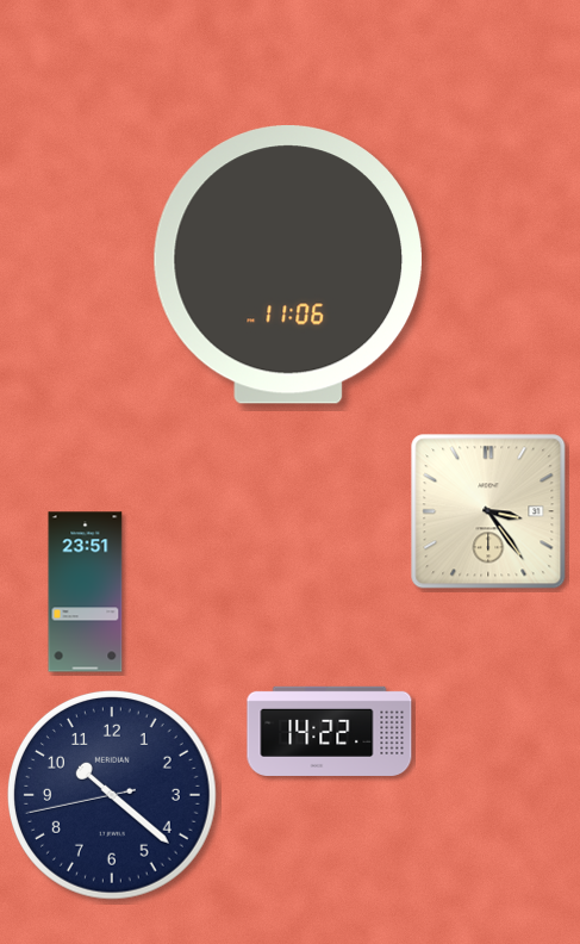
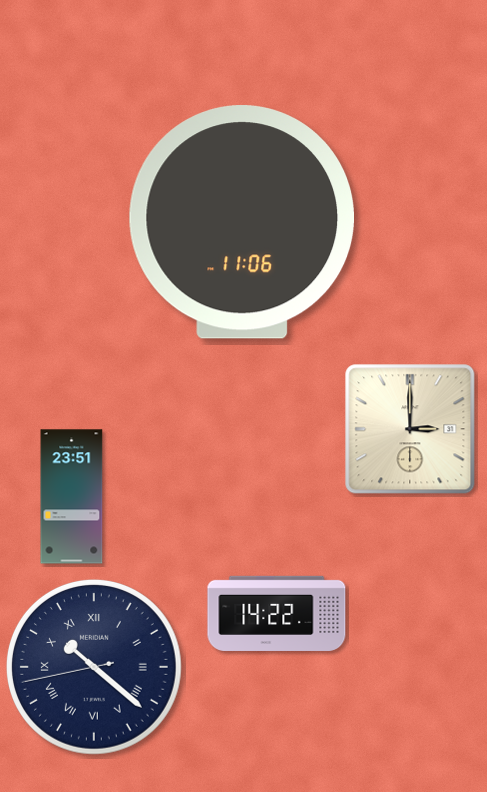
clock at (488, 511): 3:24 -> 3:00
clock at (113, 796) numerals: Arabic -> Roman
